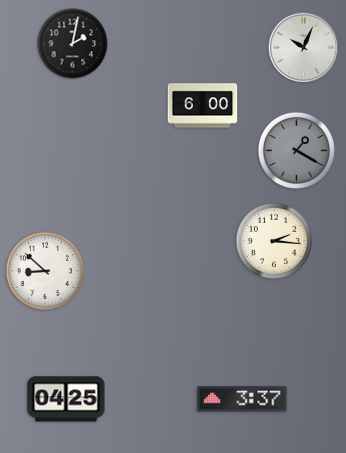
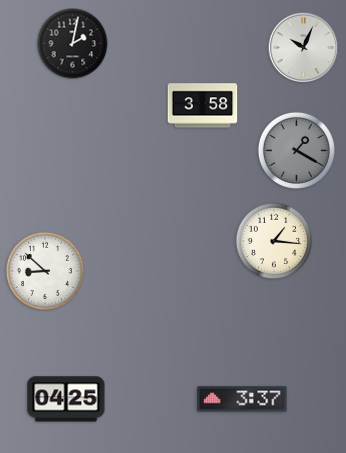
clock at (203, 106): 6:00 -> 3:58
clock at (273, 241): 2:16 -> 1:16
